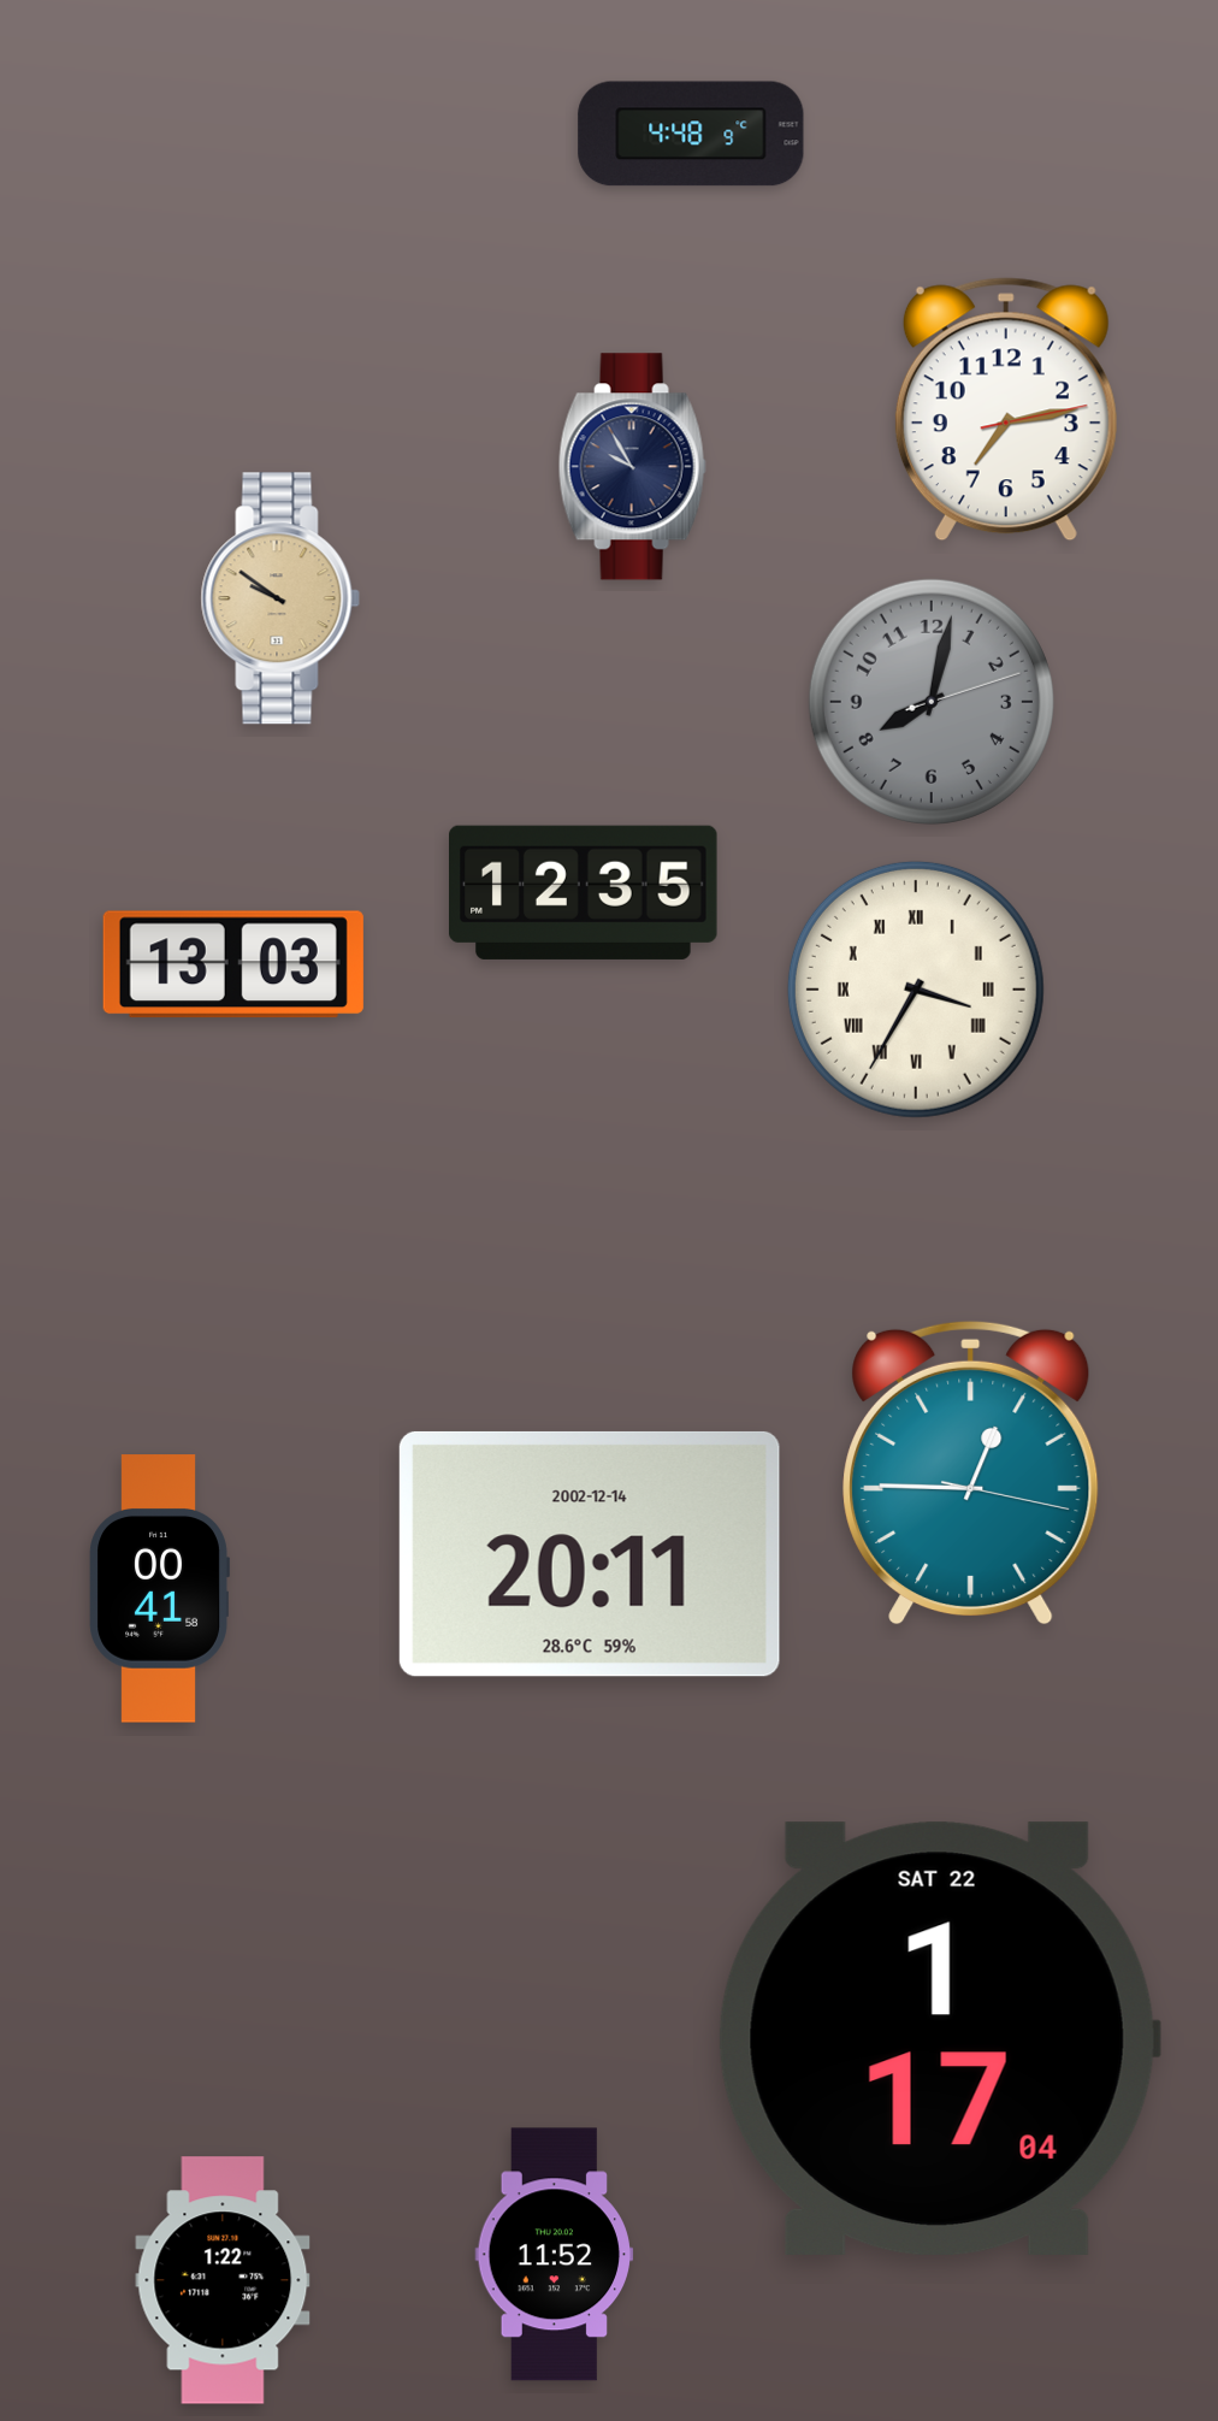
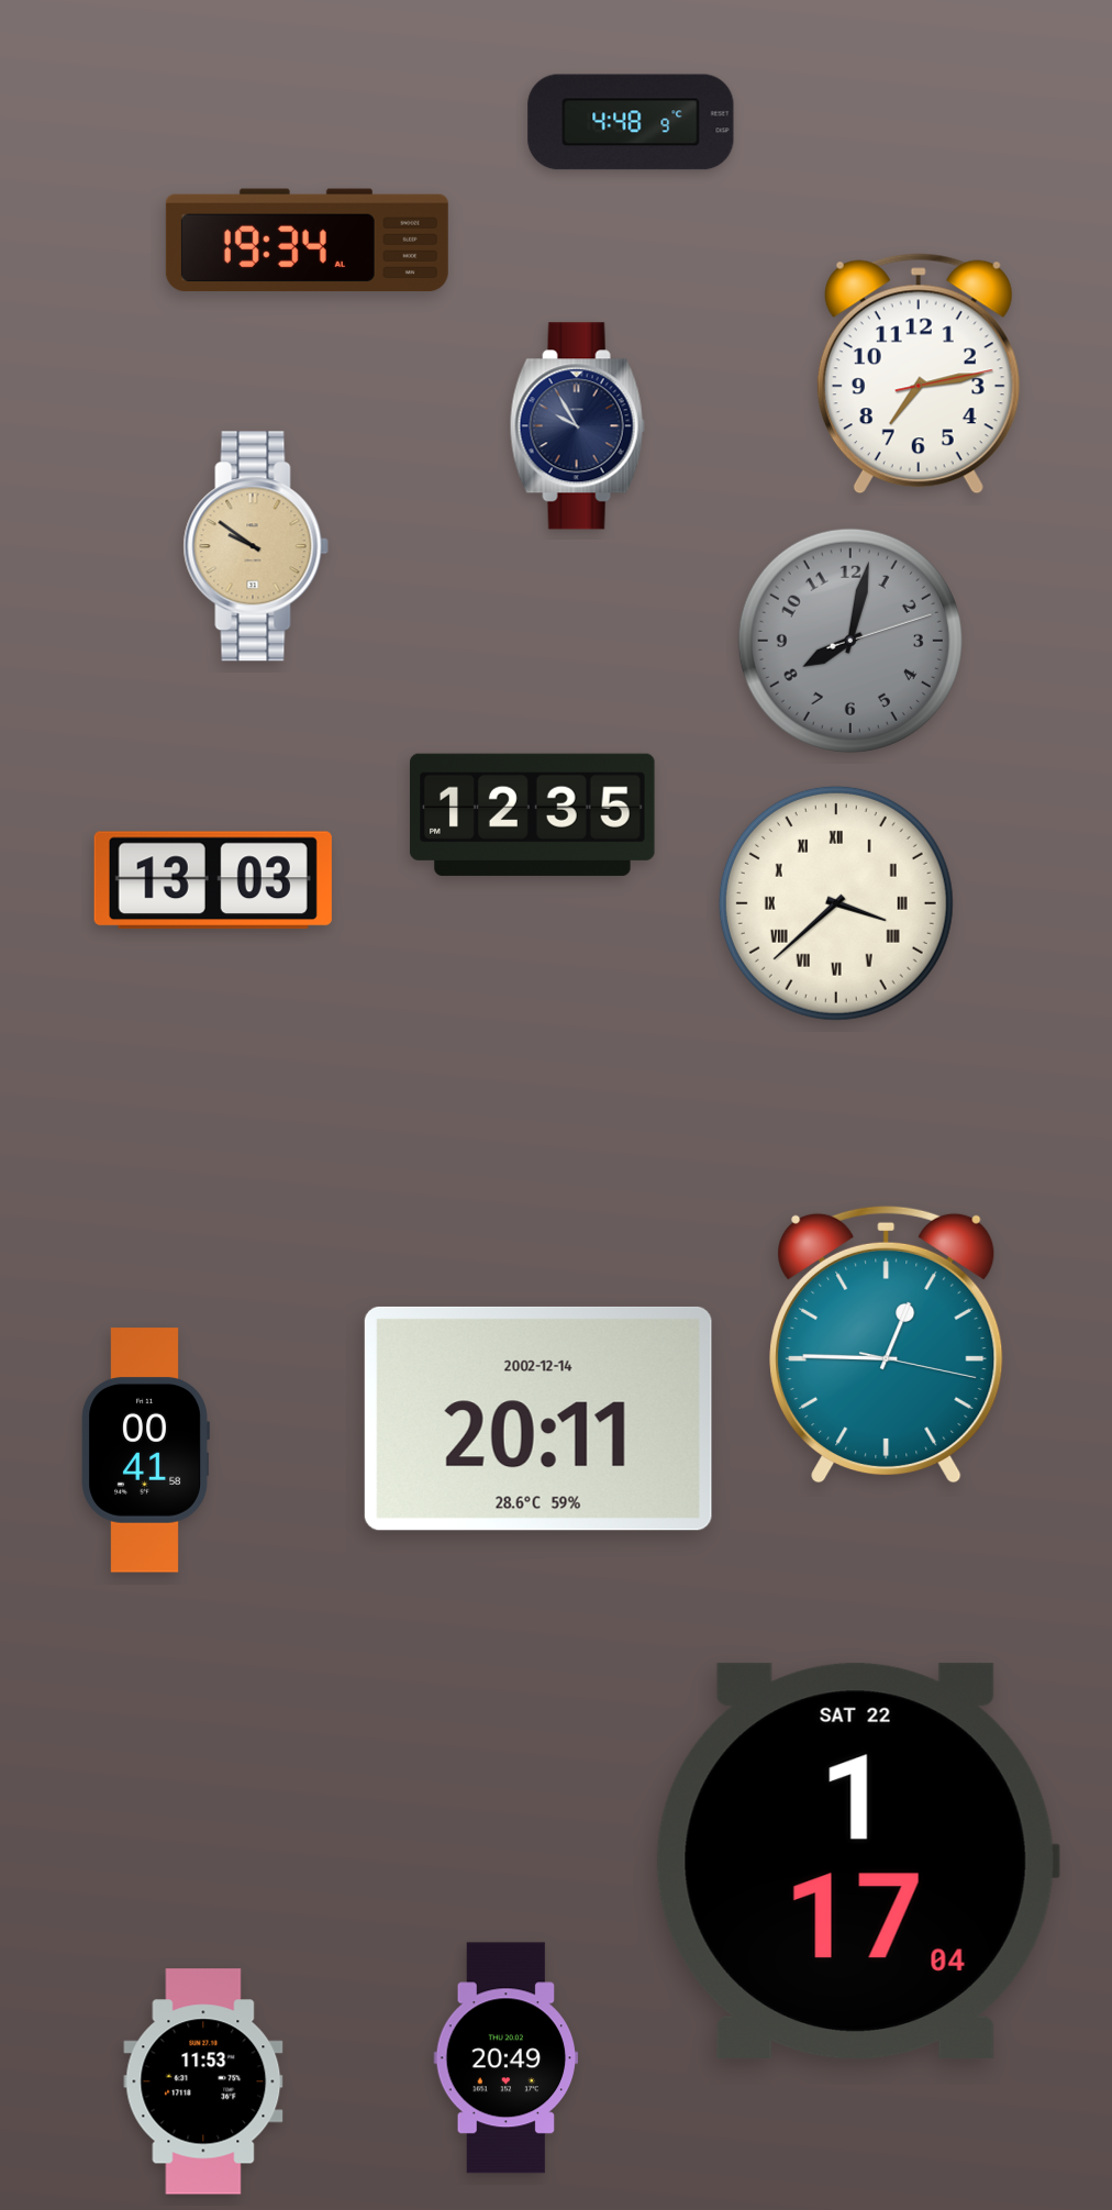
clock at (307, 241): none -> 19:34
clock at (916, 990): 3:35 -> 3:38
clock at (555, 2255): 11:52 -> 20:49
clock at (223, 2280): 1:22 -> 11:53
